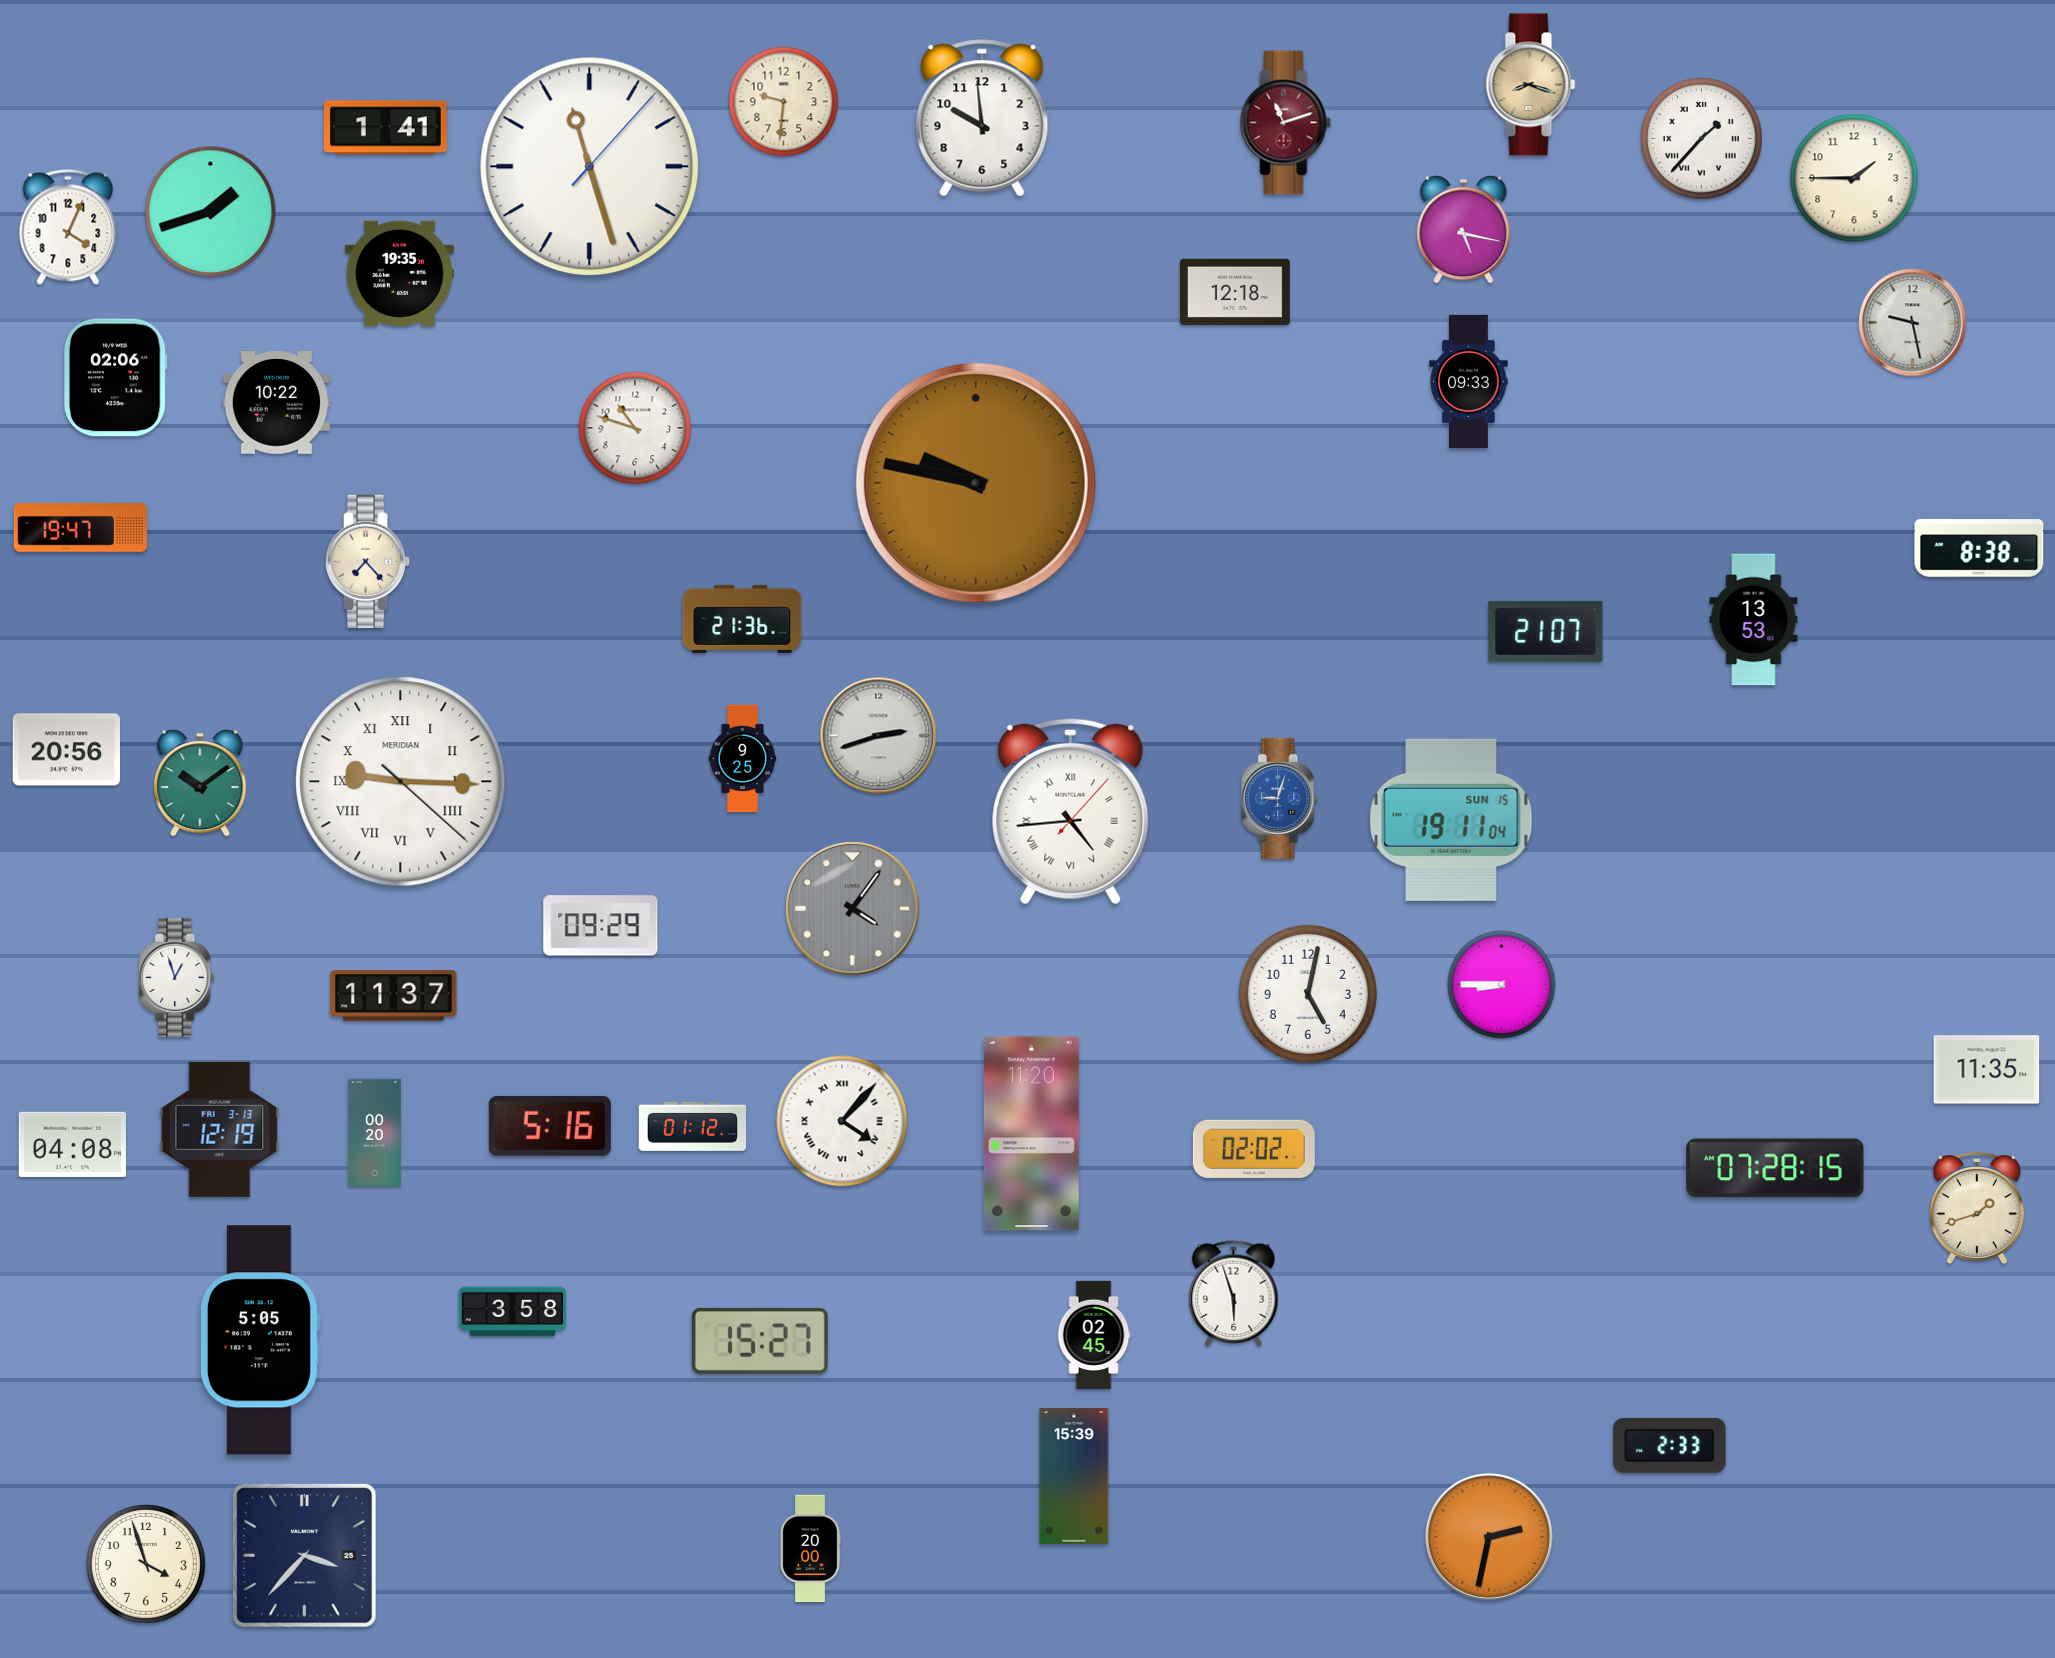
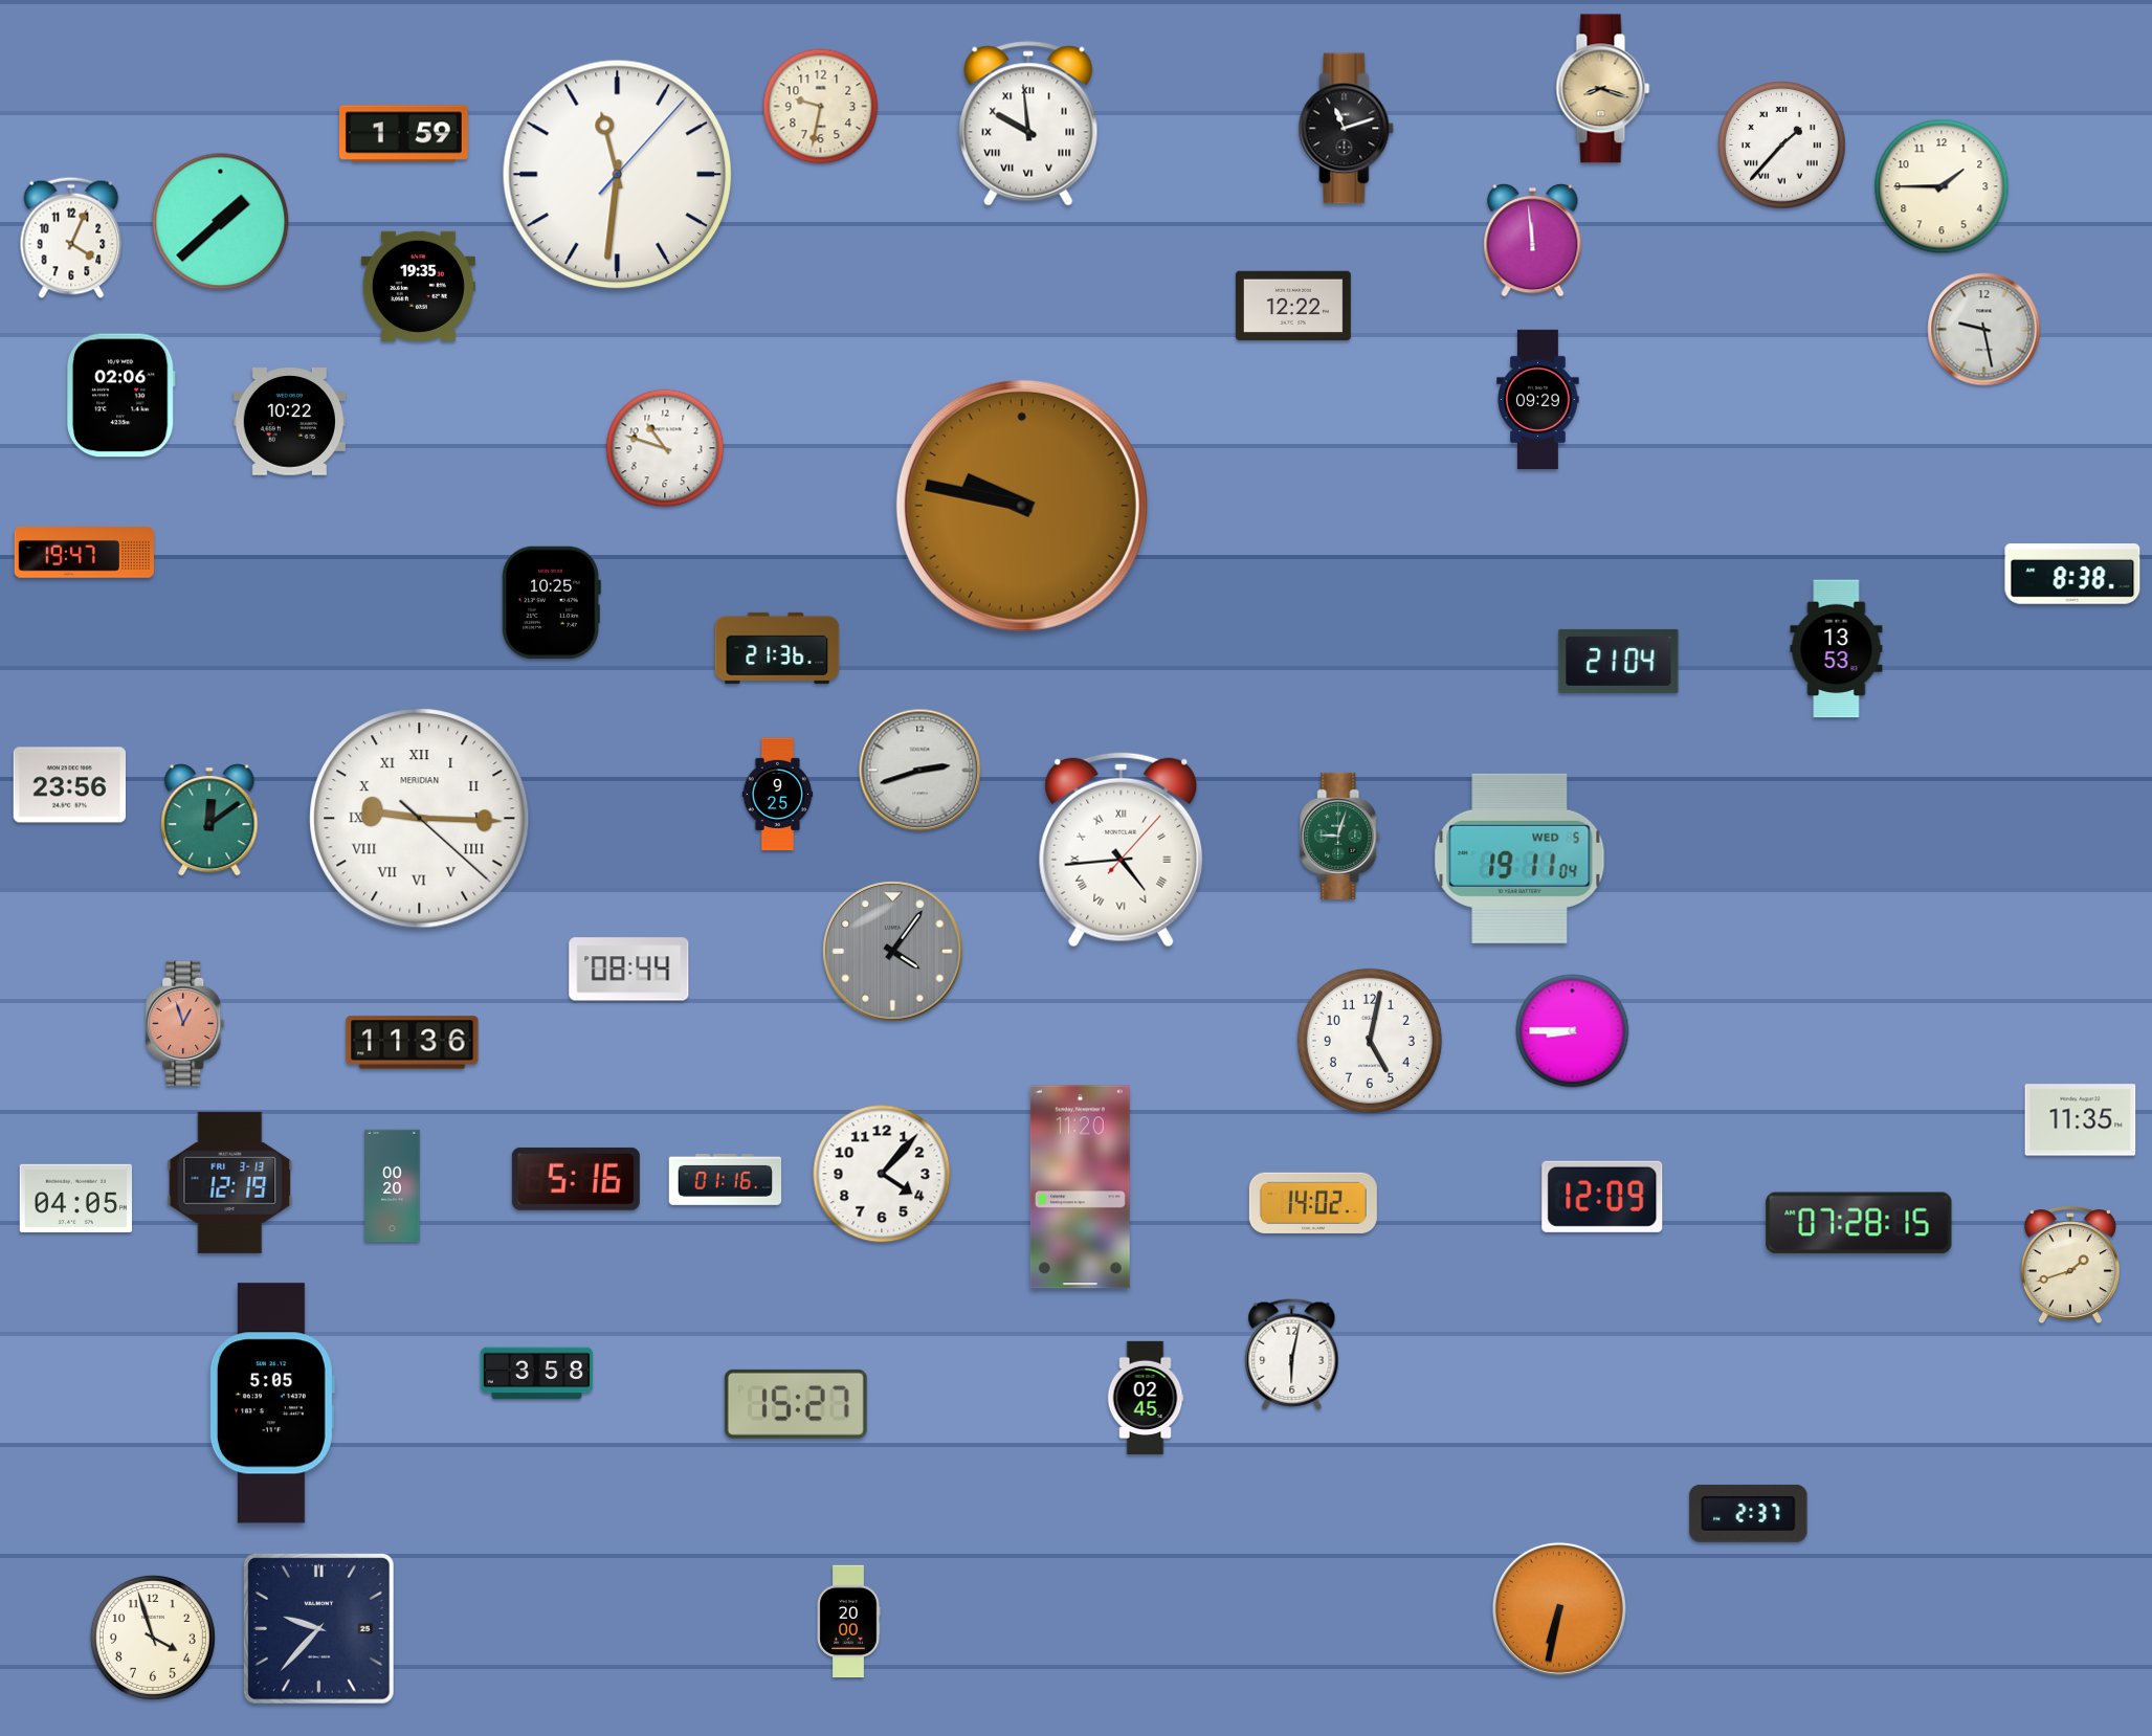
clock at (784, 102): 9:31 -> 9:32
clock at (982, 118) numerals: Arabic -> Roman
clock at (1286, 123) dial: burgundy -> black
clock at (385, 128): 1:41 -> 1:59
clock at (590, 167): 11:27 -> 11:31
clock at (211, 212): 1:42 -> 1:38
clock at (1464, 229): 5:17 -> 11:59
clock at (1235, 291): 12:18 -> 12:22
clock at (1913, 323) position: (1913, 323) -> (1984, 330)
clock at (1469, 382): 09:33 -> 09:29
clock at (368, 561): 7:23 -> none
clock at (551, 602): none -> 10:25
clock at (1546, 631): 21:07 -> 21:04
clock at (66, 750): 20:56 -> 23:56
clock at (200, 783): 10:09 -> 12:09
clock at (1280, 798) dial: blue -> green
clock at (1451, 820) date: SUN 15 -> WED 5
clock at (601, 926): 09:29 -> 08:44
clock at (177, 978) dial: white -> salmon
clock at (394, 996): 11:37 -> 11:36
clock at (842, 1121) numerals: Roman -> Arabic
clock at (693, 1126): 01:12 -> 01:16
clock at (1602, 1197): none -> 12:09
clock at (72, 1144): 04:08 -> 04:05
clock at (1254, 1149): 02:02 -> 14:02
clock at (1234, 1294): 5:57 -> 6:02
clock at (1670, 1445): 2:33 -> 2:37
clock at (1074, 1476): 15:39 -> none
clock at (1489, 1537): 2:32 -> 6:32
clock at (304, 1555): 3:37 -> 9:37
